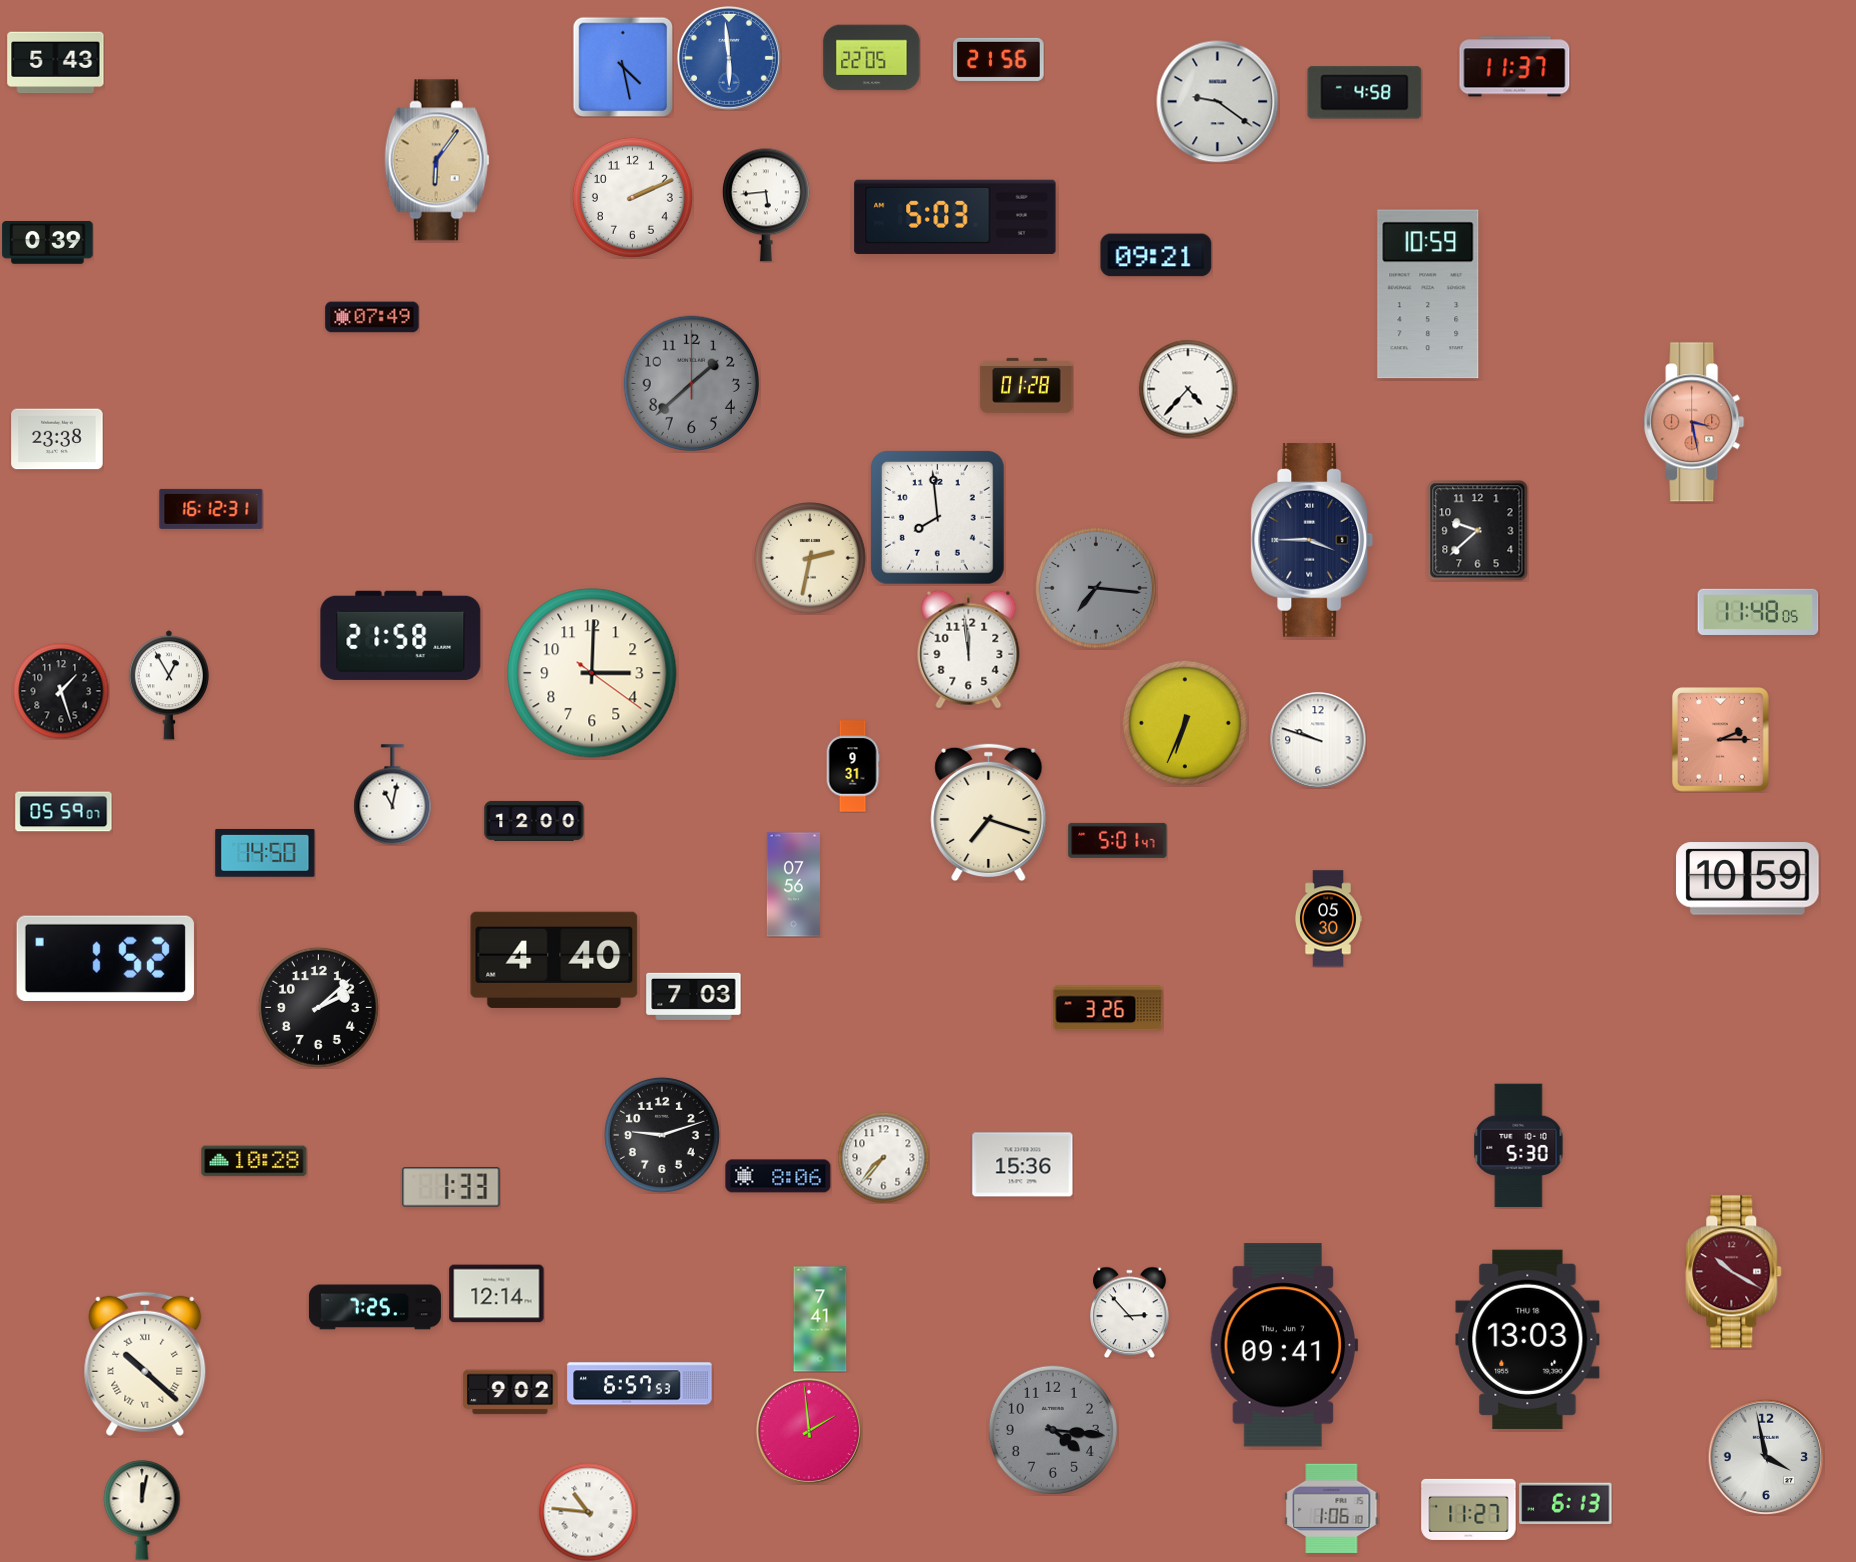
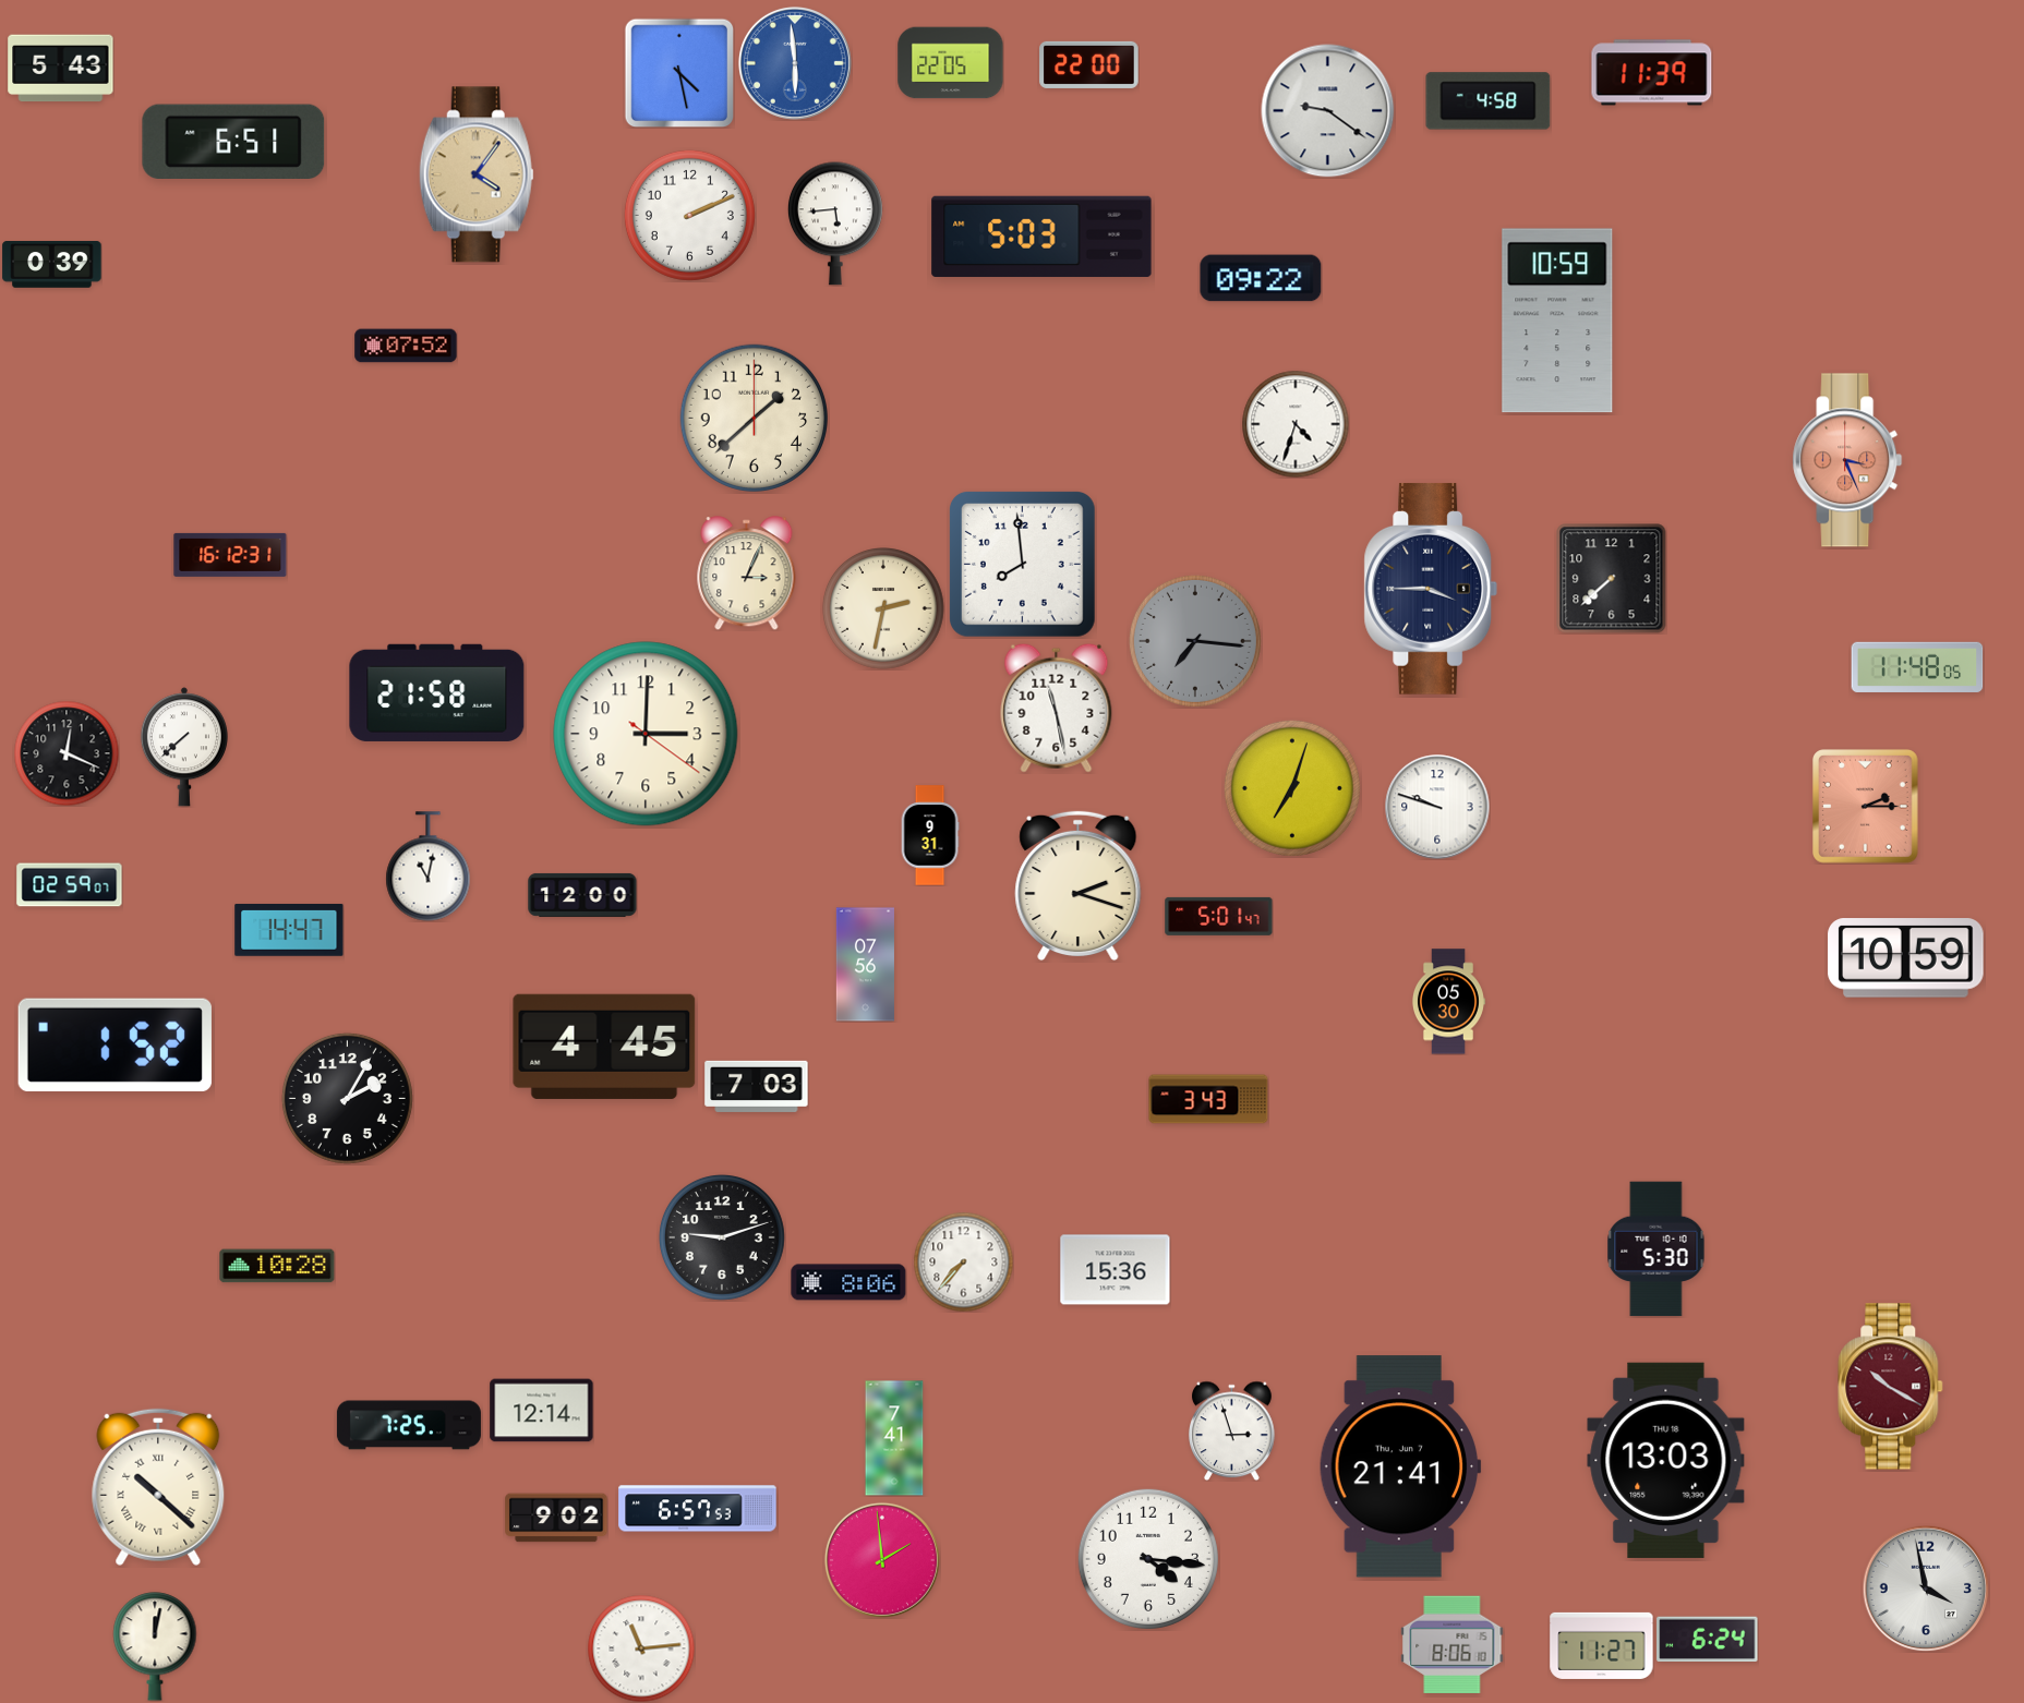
clock at (999, 59): 21:56 -> 22:00
clock at (1515, 67): 11:37 -> 11:39
clock at (233, 141): none -> 6:51
clock at (437, 160): 6:06 -> 4:06
clock at (1156, 255): 09:21 -> 09:22
clock at (372, 317): 07:49 -> 07:52
clock at (691, 383) dial: grey -> cream
clock at (1027, 385): 01:28 -> none
clock at (1188, 389): 4:37 -> 4:33
clock at (1694, 422): 3:28 -> 3:26
clock at (57, 439): 23:38 -> none
clock at (747, 573): none -> 3:04
clock at (1478, 531): 9:38 -> 7:38
clock at (969, 649): 11:59 -> 11:28
clock at (169, 685): 12:55 -> 7:38
clock at (61, 691): 1:27 -> 12:19
clock at (1185, 723): 6:34 -> 7:03
clock at (1721, 740) position: (1721, 740) -> (1866, 807)
clock at (64, 812): 05:59 -> 02:59
clock at (989, 813): 7:18 -> 2:18
clock at (265, 853): 14:50 -> 14:47
clock at (554, 960): 4:40 -> 4:45
clock at (318, 1007): 2:08 -> 2:05
clock at (1108, 1008): 3:26 -> 3:43
clock at (451, 1187): 1:33 -> none
clock at (1130, 1312): 2:53 -> 2:57
clock at (1284, 1345): 09:41 -> 21:41
clock at (1053, 1430) dial: grey -> white
clock at (1566, 1503): 6:13 -> 6:24
clock at (1332, 1509): 1:06 -> 8:06
clock at (588, 1512): 10:46 -> 11:14
